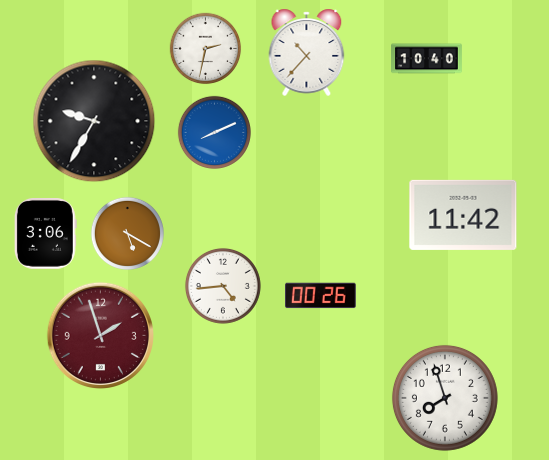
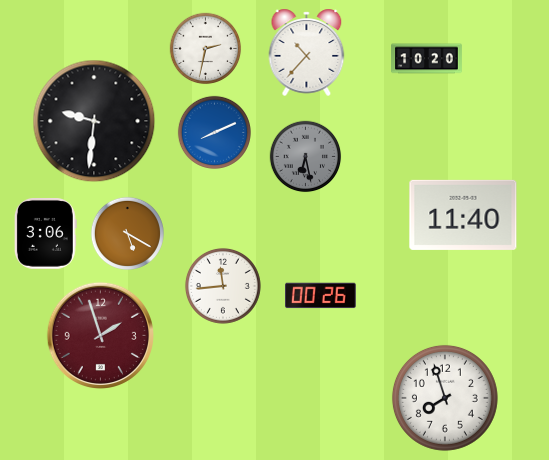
clock at (427, 59): 10:40 -> 10:20
clock at (94, 121): 9:35 -> 9:31
clock at (306, 157): none -> 6:28
clock at (463, 215): 11:42 -> 11:40
clock at (223, 286): 4:44 -> 11:44
